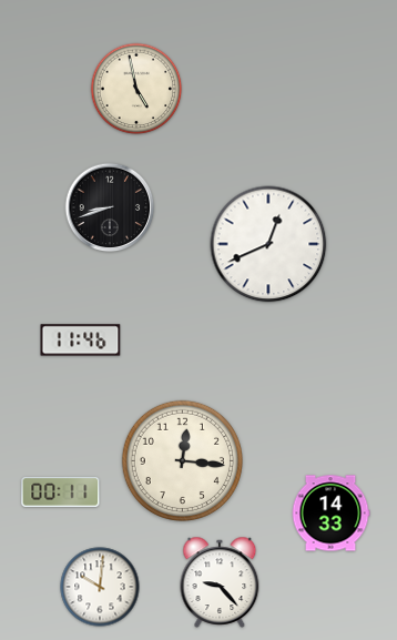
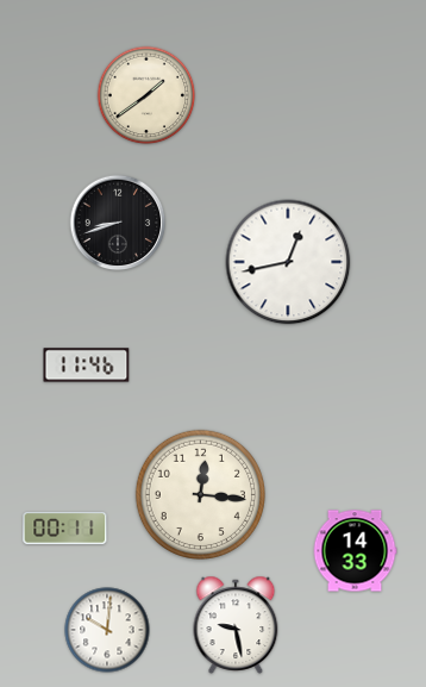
clock at (136, 89): 4:58 -> 1:39
clock at (268, 244): 12:41 -> 12:43
clock at (182, 460) position: (182, 460) -> (200, 494)
clock at (220, 582): 9:23 -> 9:28
